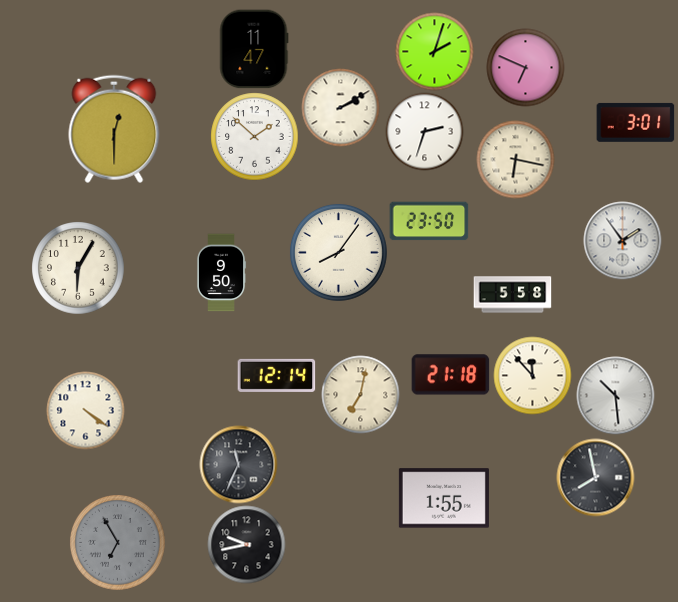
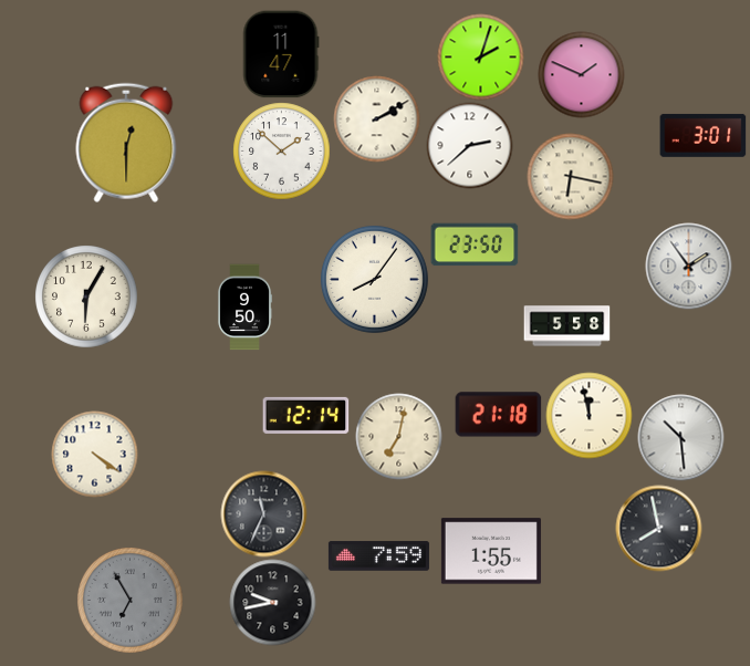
clock at (525, 67): 6:49 -> 1:49
clock at (424, 131): 2:33 -> 2:38
clock at (221, 273) position: (221, 273) -> (244, 308)
clock at (532, 375): 11:53 -> 11:58
clock at (378, 556): none -> 7:59
